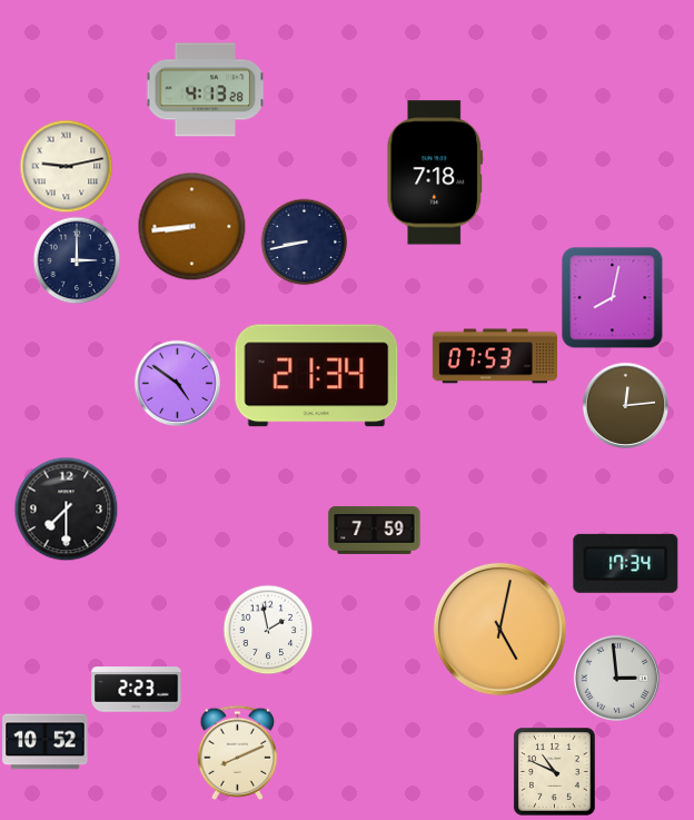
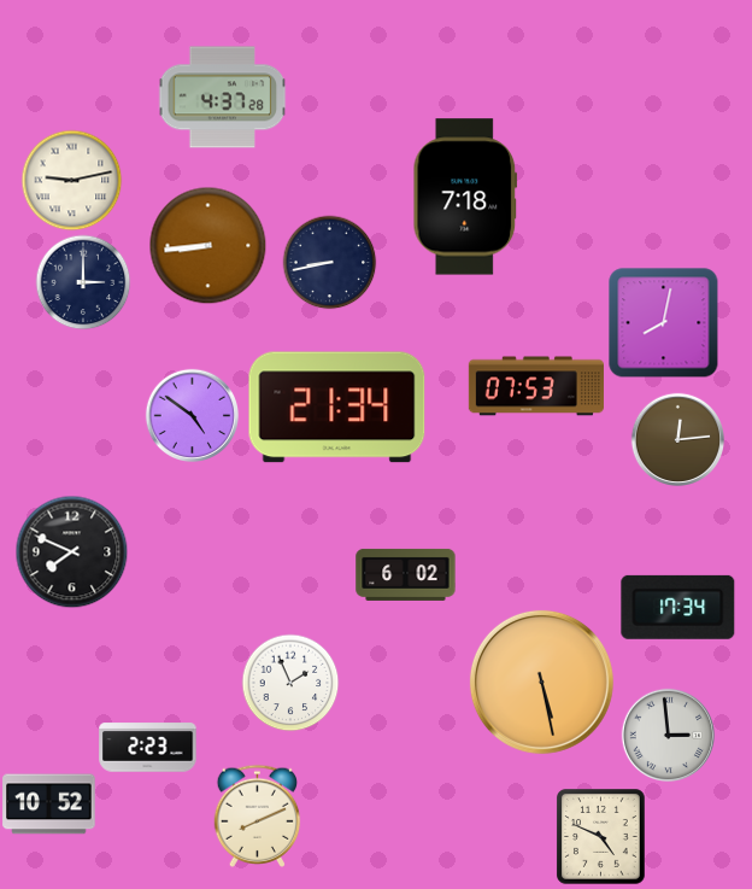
clock at (205, 90): 4:13 -> 4:37
clock at (435, 172) position: (435, 172) -> (465, 197)
clock at (317, 376) position: (317, 376) -> (337, 408)
clock at (66, 508): 7:30 -> 7:49
clock at (375, 530): 7:59 -> 6:02
clock at (626, 563) position: (626, 563) -> (678, 607)
clock at (499, 629): 5:02 -> 5:28
clock at (268, 630): 1:58 -> 1:56
clock at (555, 772): 10:49 -> 4:49
